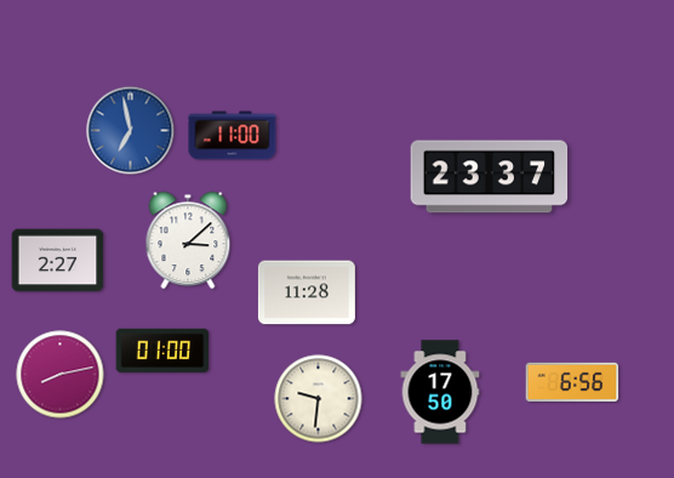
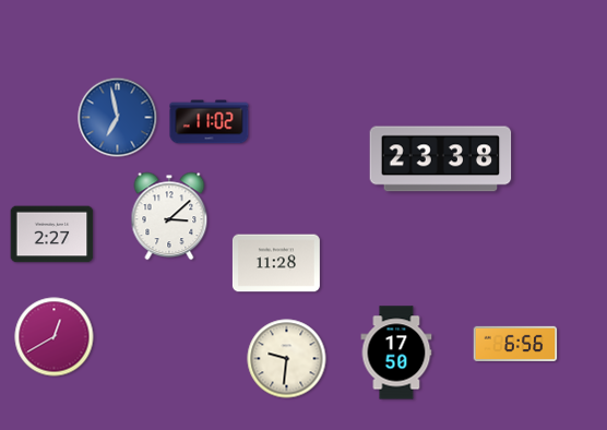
clock at (233, 136): 11:00 -> 11:02
clock at (490, 177): 23:37 -> 23:38
clock at (162, 351): 01:00 -> none
clock at (61, 375): 8:13 -> 12:40
